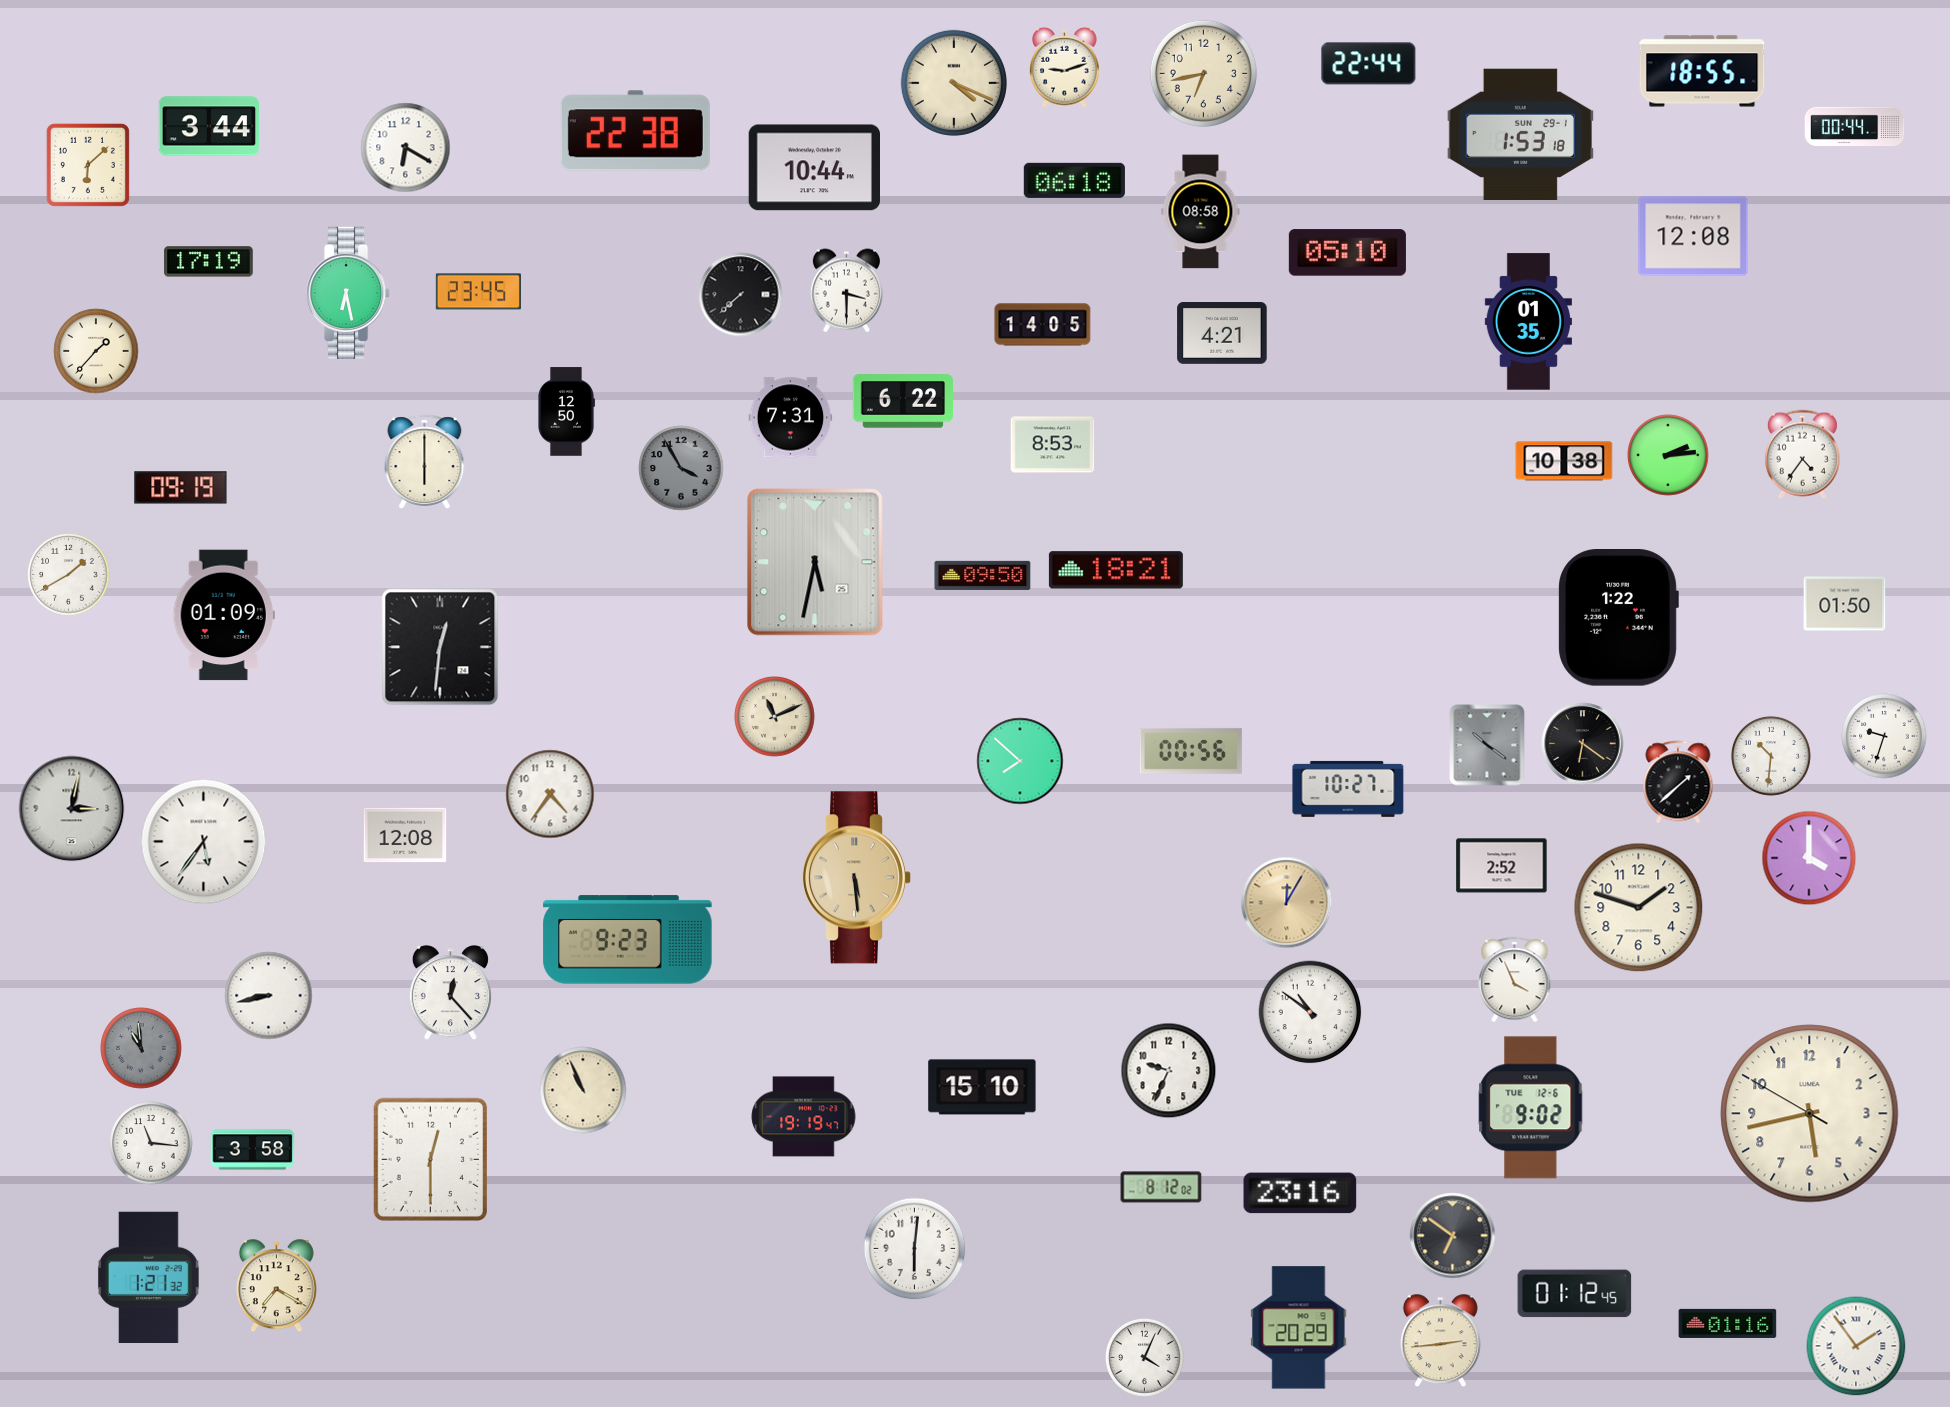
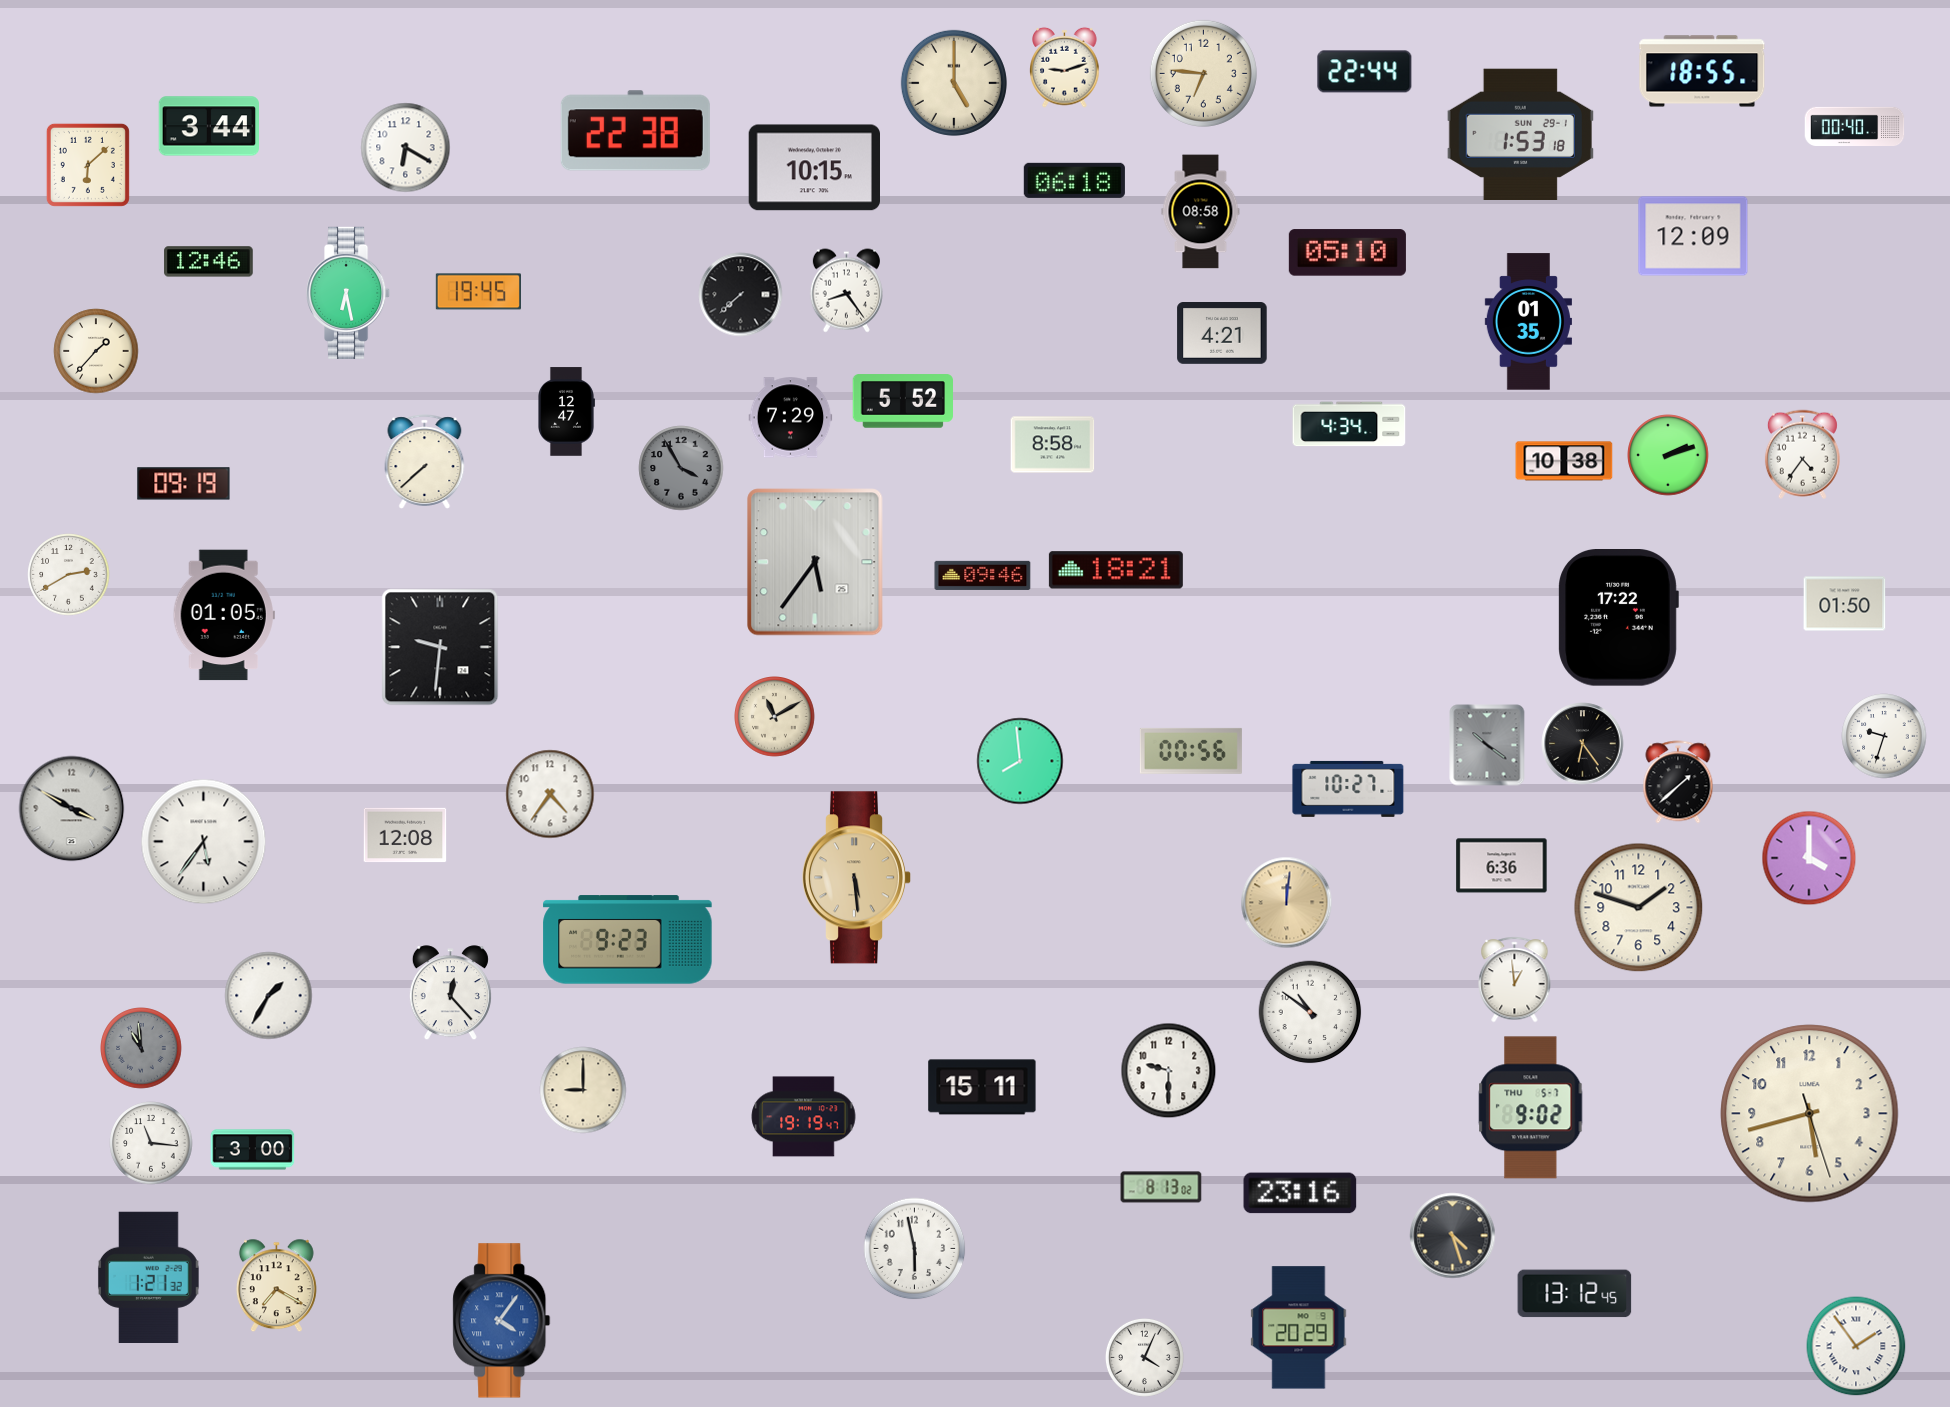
clock at (1369, 64) position: (1369, 64) -> (1365, 72)
clock at (1203, 73): 6:43 -> 6:46
clock at (954, 83): 4:19 -> 5:00
clock at (1855, 126): 00:44 -> 00:40
clock at (814, 168): 10:44 -> 10:15
clock at (1693, 236): 12:08 -> 12:09
clock at (209, 262): 17:19 -> 12:46
clock at (846, 291): 3:30 -> 8:24
clock at (478, 292): 23:45 -> 19:45
clock at (1043, 325): 14:05 -> none
clock at (902, 401): 6:22 -> 5:52
clock at (567, 412): 12:50 -> 12:47
clock at (791, 418): 7:31 -> 7:29
clock at (1349, 424): none -> 4:34
clock at (1053, 445): 8:53 -> 8:58
clock at (1668, 455): 2:14 -> 2:12
clock at (425, 462): 6:00 -> 7:38
clock at (181, 488) position: (181, 488) -> (184, 484)
clock at (815, 562): 5:32 -> 5:36
clock at (69, 575): 1:40 -> 2:40
clock at (983, 575): 09:50 -> 09:46
clock at (224, 615): 01:09 -> 01:05
clock at (1618, 618): 1:22 -> 17:22
clock at (440, 647): 12:31 -> 9:31
clock at (775, 717): 11:11 -> 11:10
clock at (1583, 744): 6:21 -> 6:24
clock at (1771, 756): 10:31 -> none
clock at (1020, 761): 7:52 -> 7:59
clock at (72, 809): 3:02 -> 3:50
clock at (1502, 866): 2:52 -> 6:36
clock at (1287, 903): 12:05 -> 12:01
clock at (1515, 980): 3:56 -> 12:59
clock at (269, 996): 8:43 -> 1:35
clock at (1169, 1071): 9:34 -> 9:30
clock at (982, 1087): 15:10 -> 15:11
clock at (583, 1090): 10:56 -> 9:00
clock at (1531, 1108) date: TUE 12-6 -> THU 5-7
clock at (1810, 1114): 5:42:50 -> 5:42:27
clock at (253, 1150): 3:58 -> 3:00
clock at (430, 1160): 12:30 -> none
clock at (1161, 1187): 8:12 -> 8:13
clock at (1453, 1236): 6:51 -> 4:27
clock at (915, 1249): 6:01 -> 5:58
clock at (1575, 1294): 01:12 -> 13:12
clock at (502, 1321): none -> 4:06
clock at (1728, 1323): 01:16 -> none
clock at (1440, 1341): 2:44 -> none
